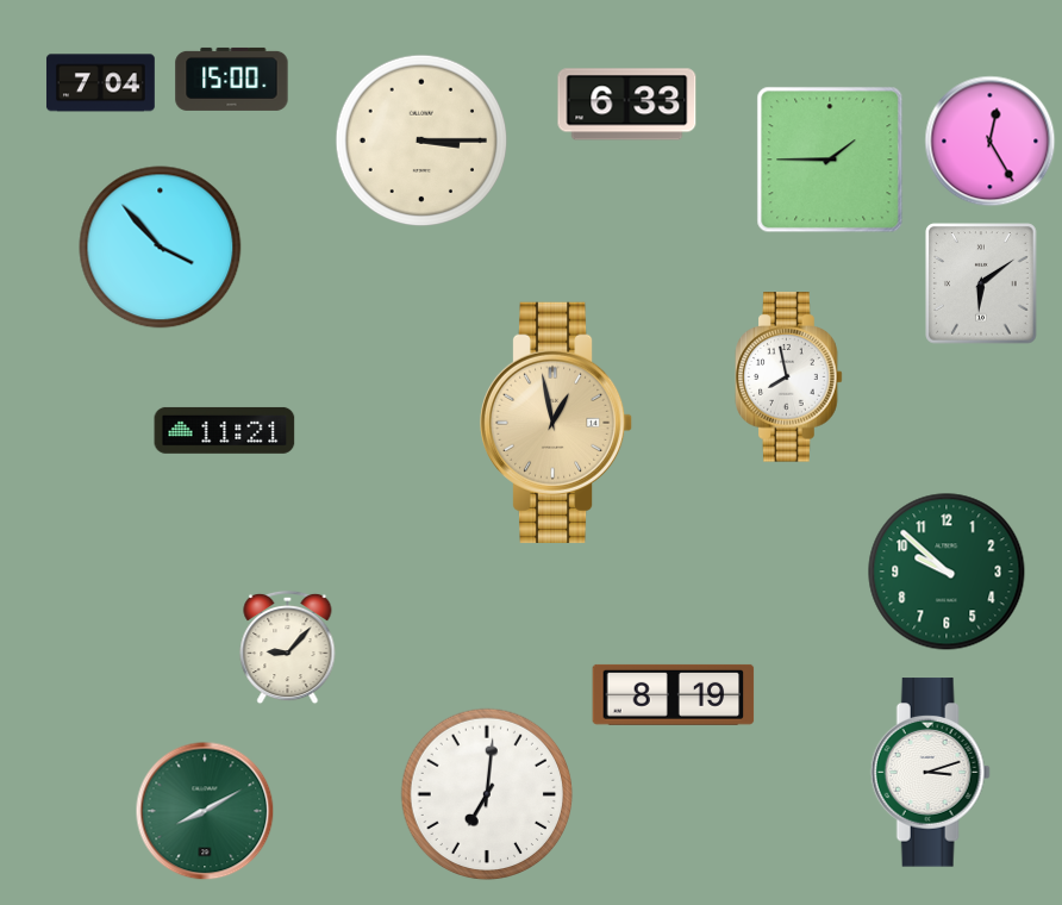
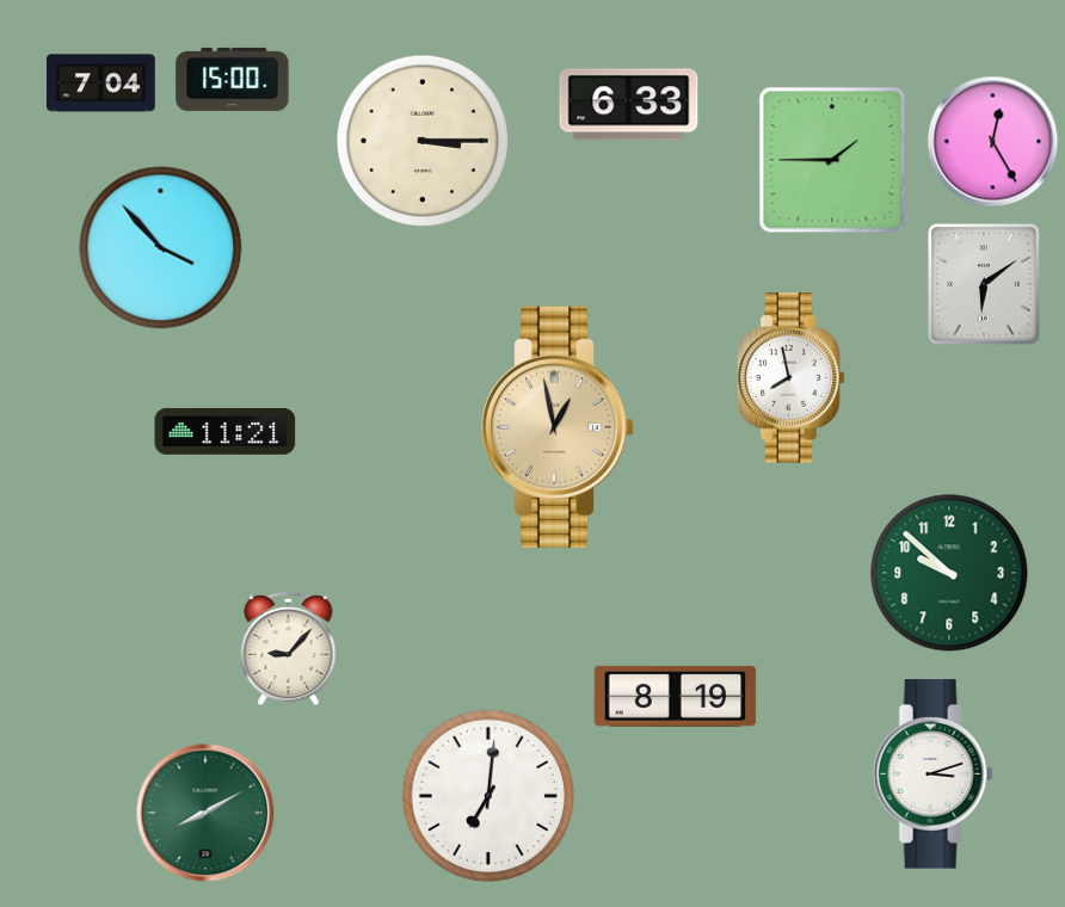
clock at (556, 423) position: (556, 423) -> (558, 427)
